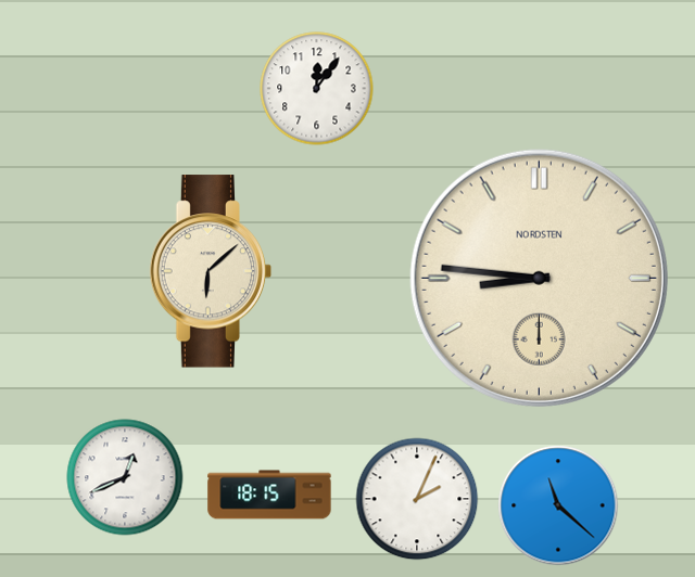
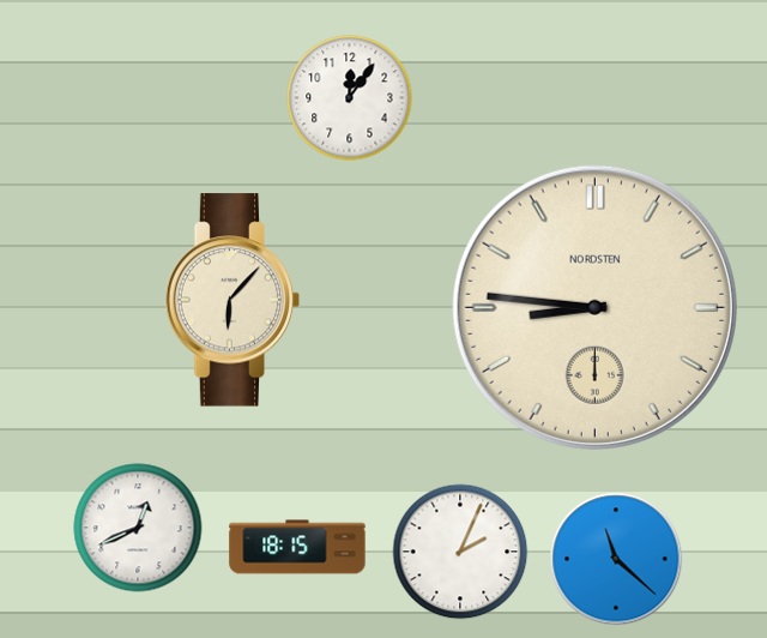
clock at (211, 271): 6:08 -> 6:07
